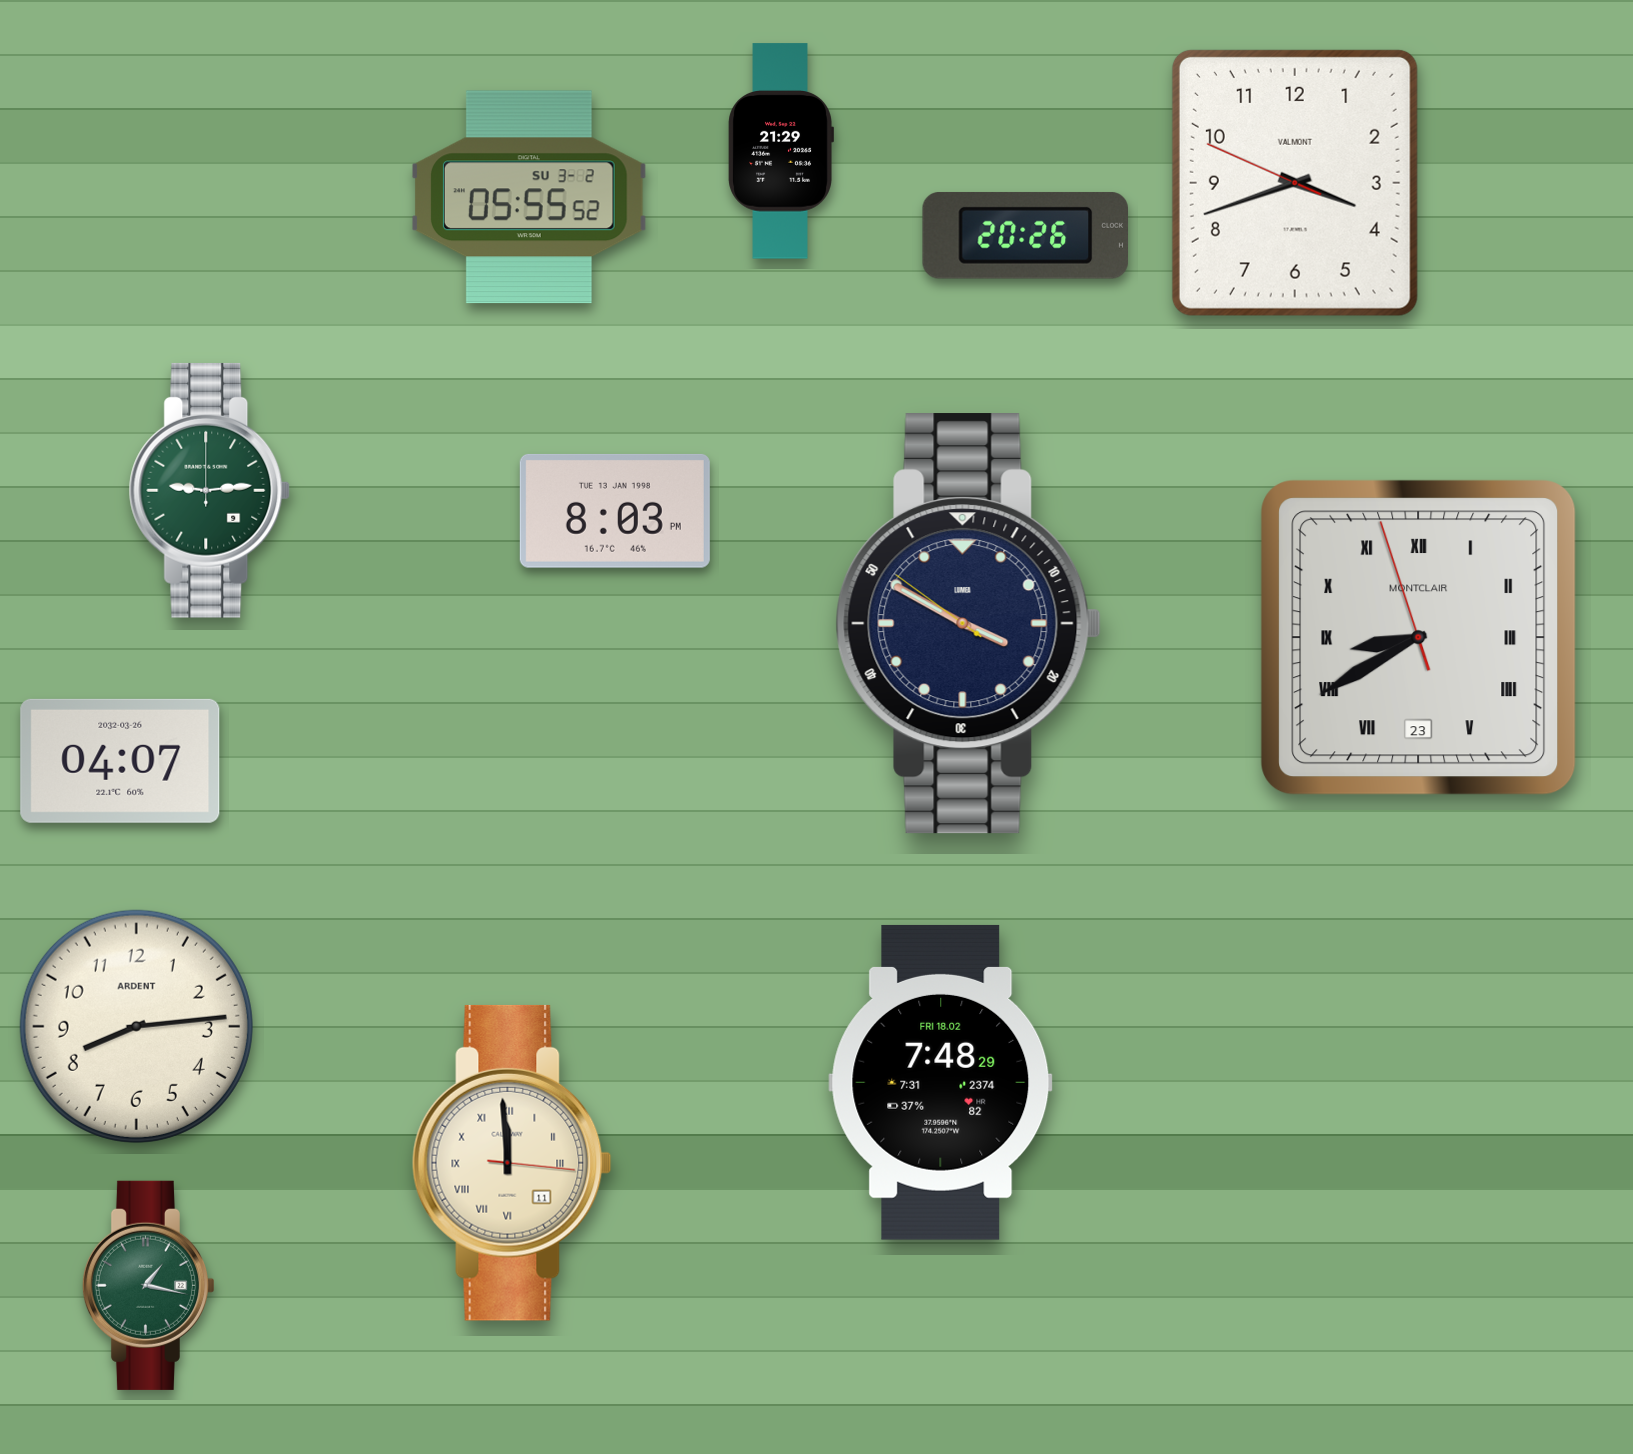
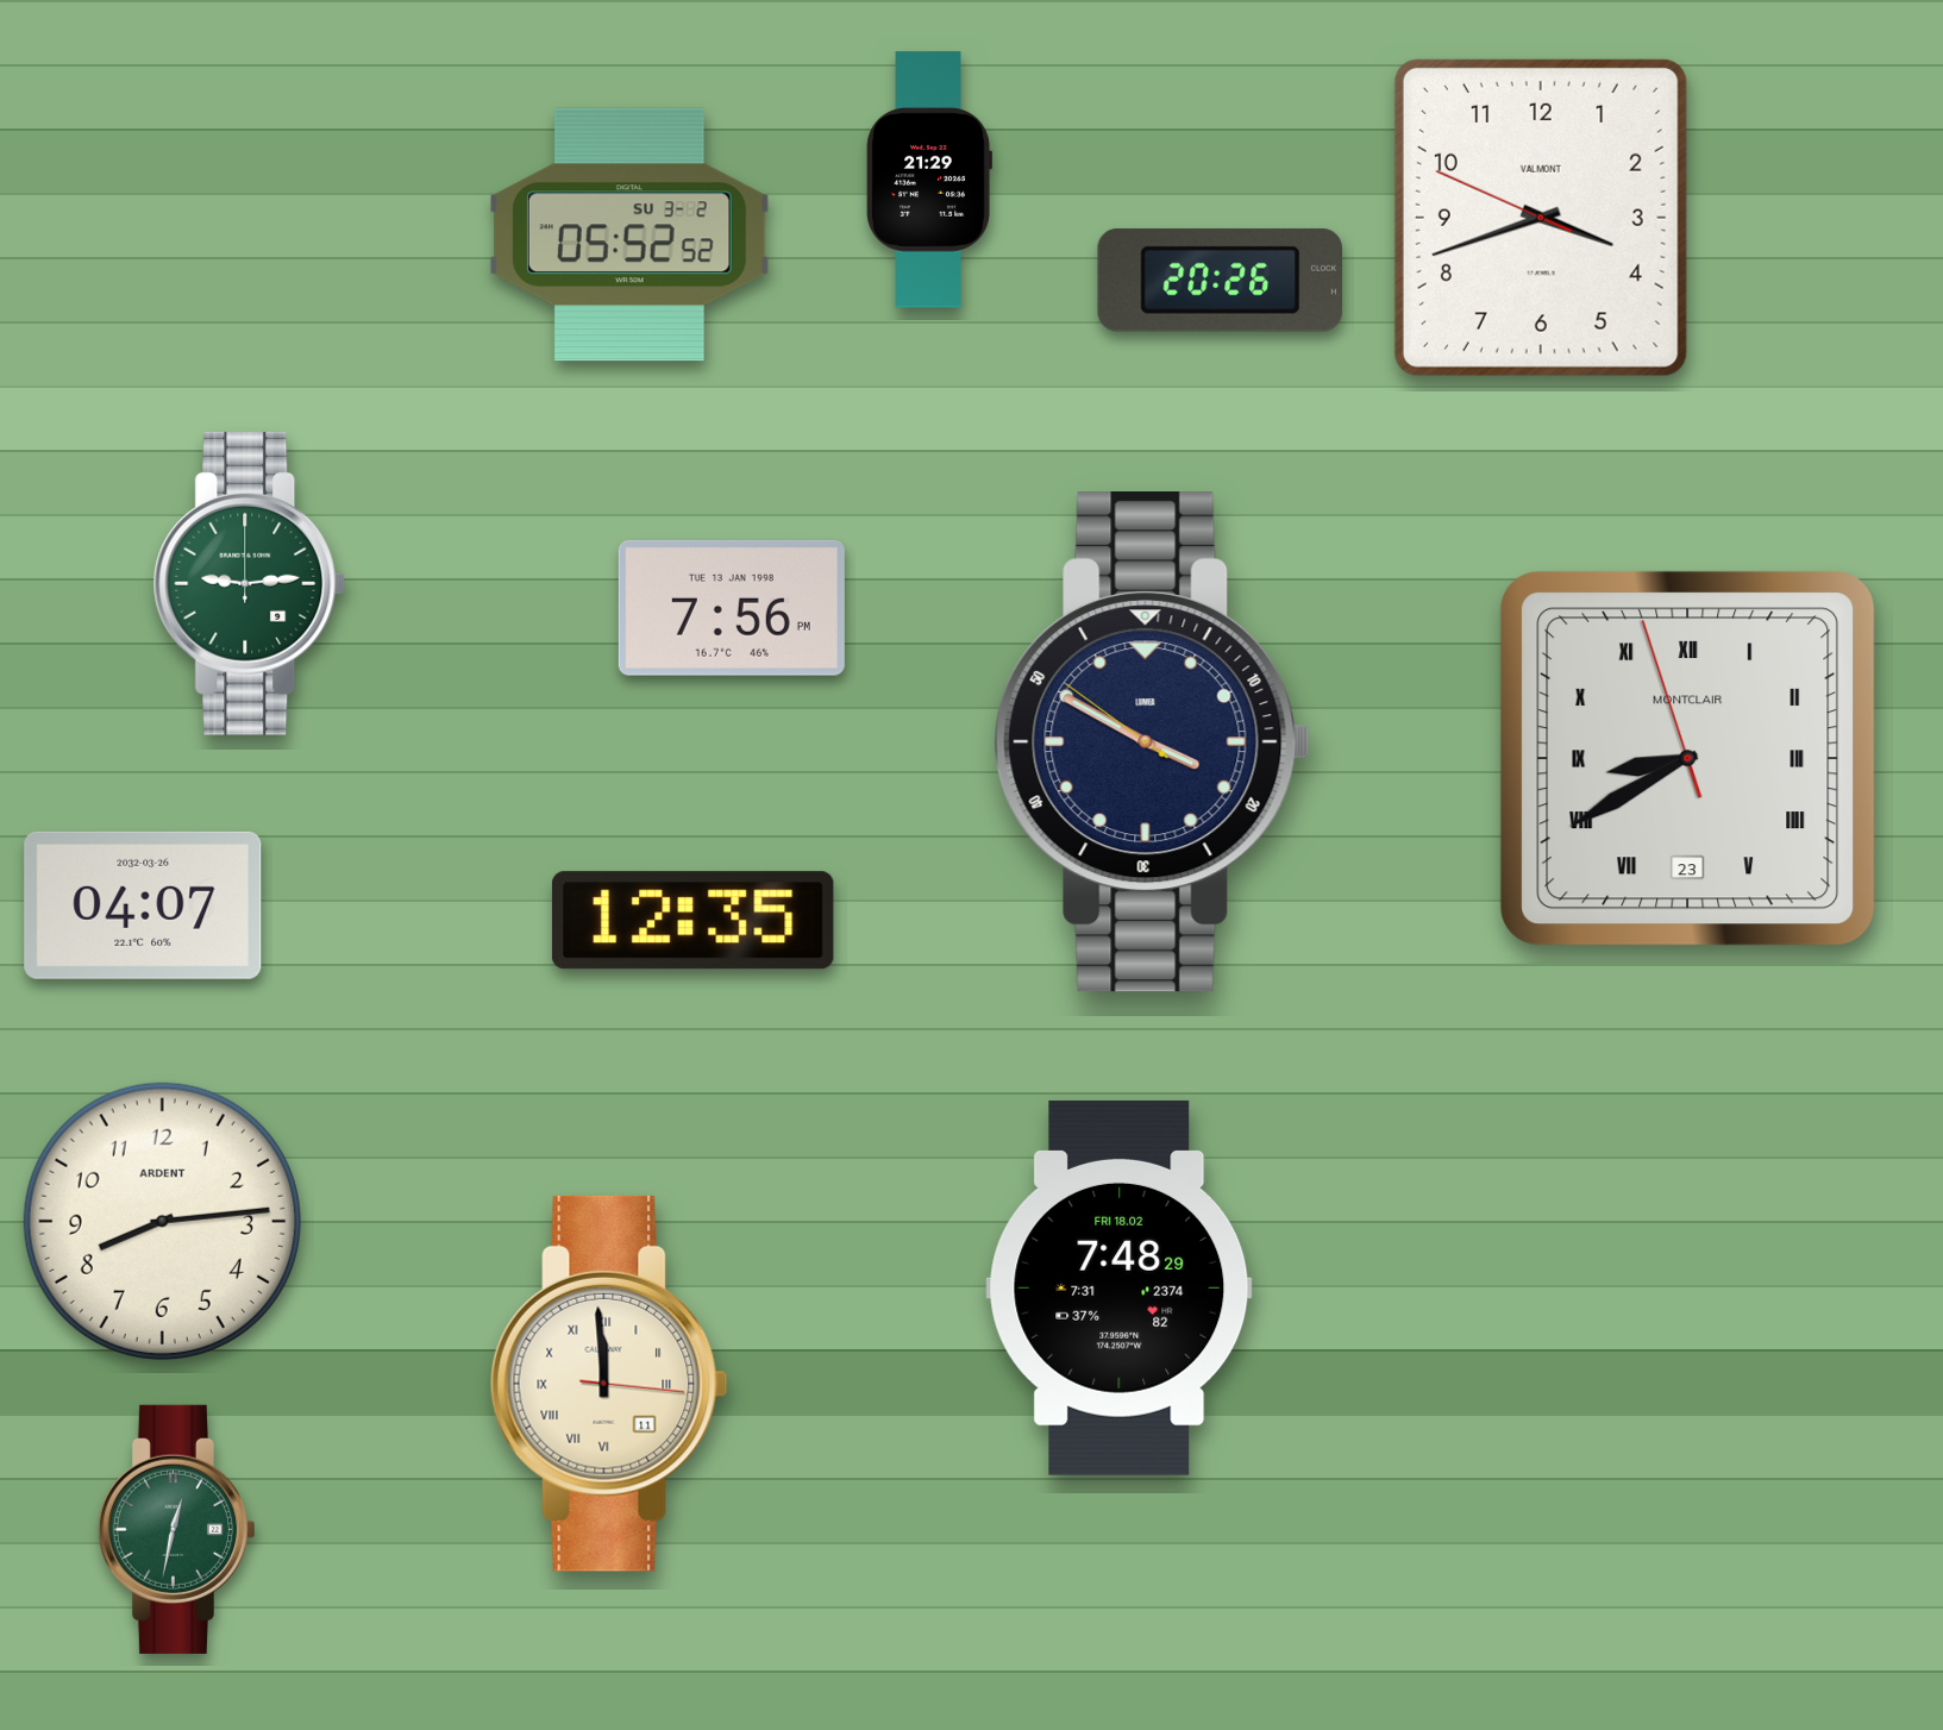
clock at (529, 197): 05:55 -> 05:52
clock at (615, 511): 8:03 -> 7:56
clock at (692, 921): none -> 12:35
clock at (148, 1285): 1:17 -> 12:32
